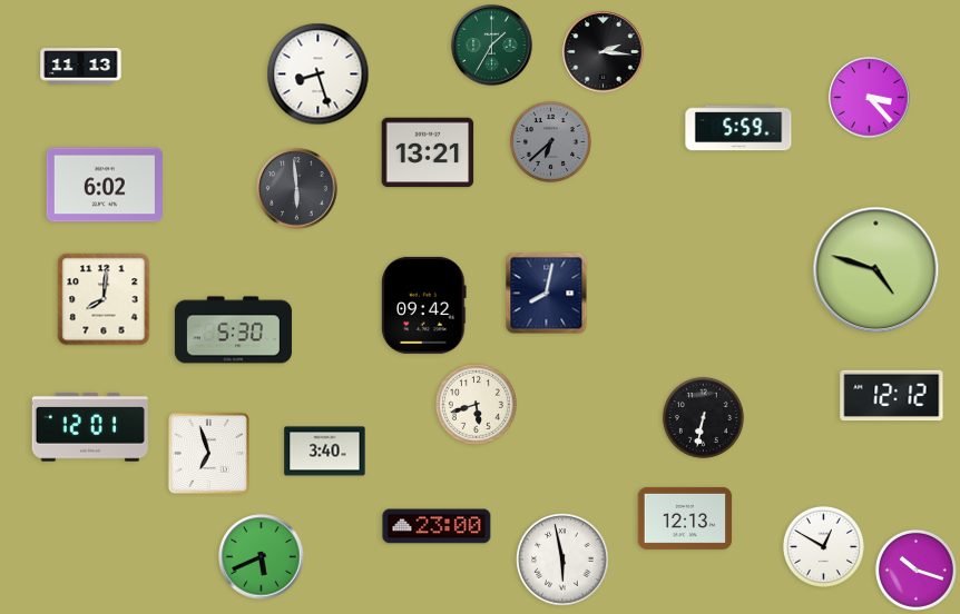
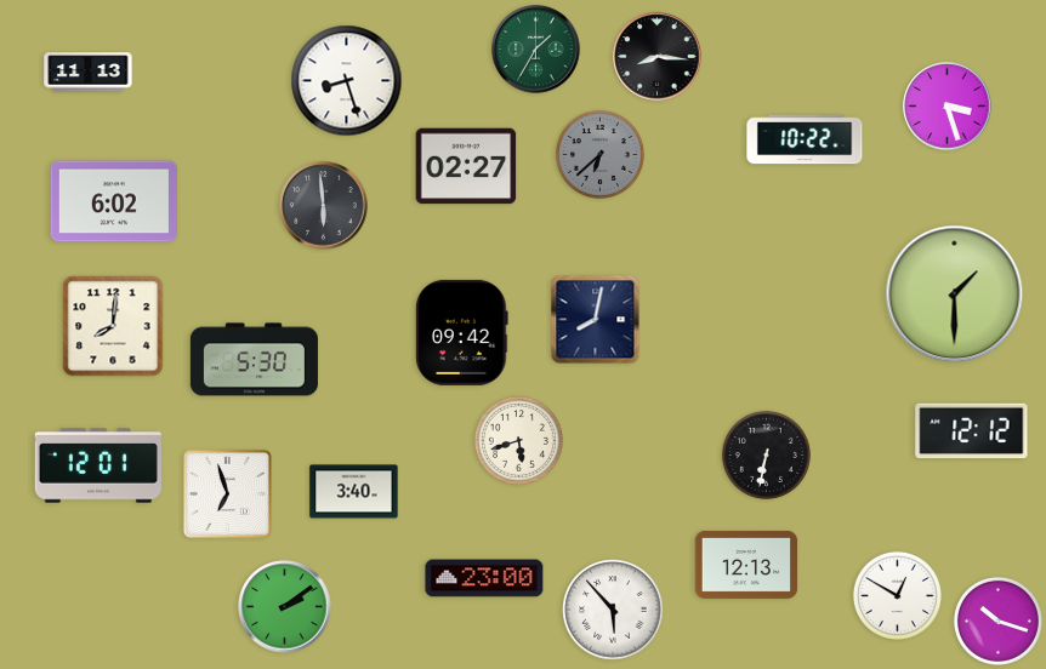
clock at (604, 52): 2:16 -> 8:16
clock at (870, 98): 3:23 -> 3:27
clock at (738, 128): 5:59 -> 10:22
clock at (428, 152): 13:21 -> 02:27
clock at (876, 270): 4:48 -> 1:30
clock at (437, 526) position: (437, 526) -> (484, 578)
clock at (262, 557): 5:41 -> 2:09
clock at (562, 559): 5:58 -> 5:53
